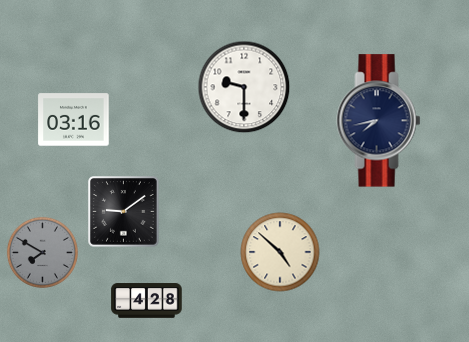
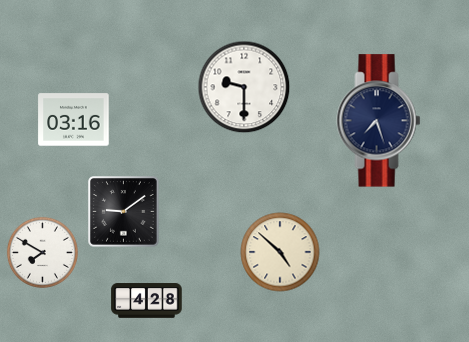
clock at (379, 121): 7:43 -> 7:27
clock at (42, 252) dial: grey -> white
